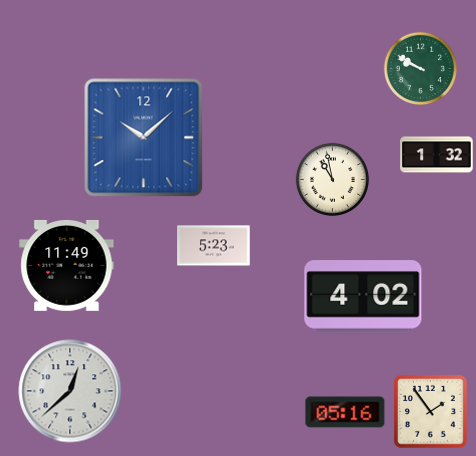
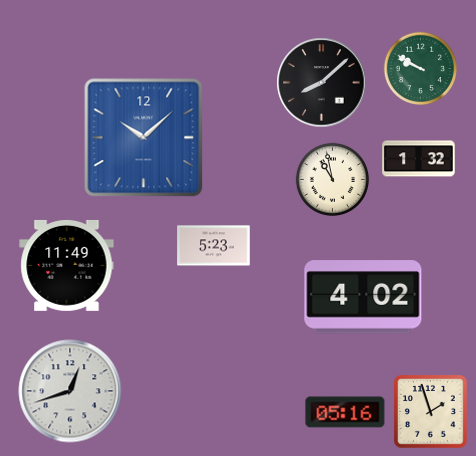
clock at (322, 83): none -> 8:08
clock at (437, 155) position: (437, 155) -> (419, 159)
clock at (70, 391): 12:38 -> 12:42
clock at (430, 411): 1:54 -> 1:57
